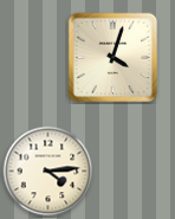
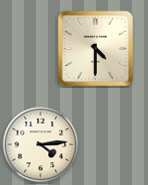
clock at (114, 58): 4:03 -> 4:30
